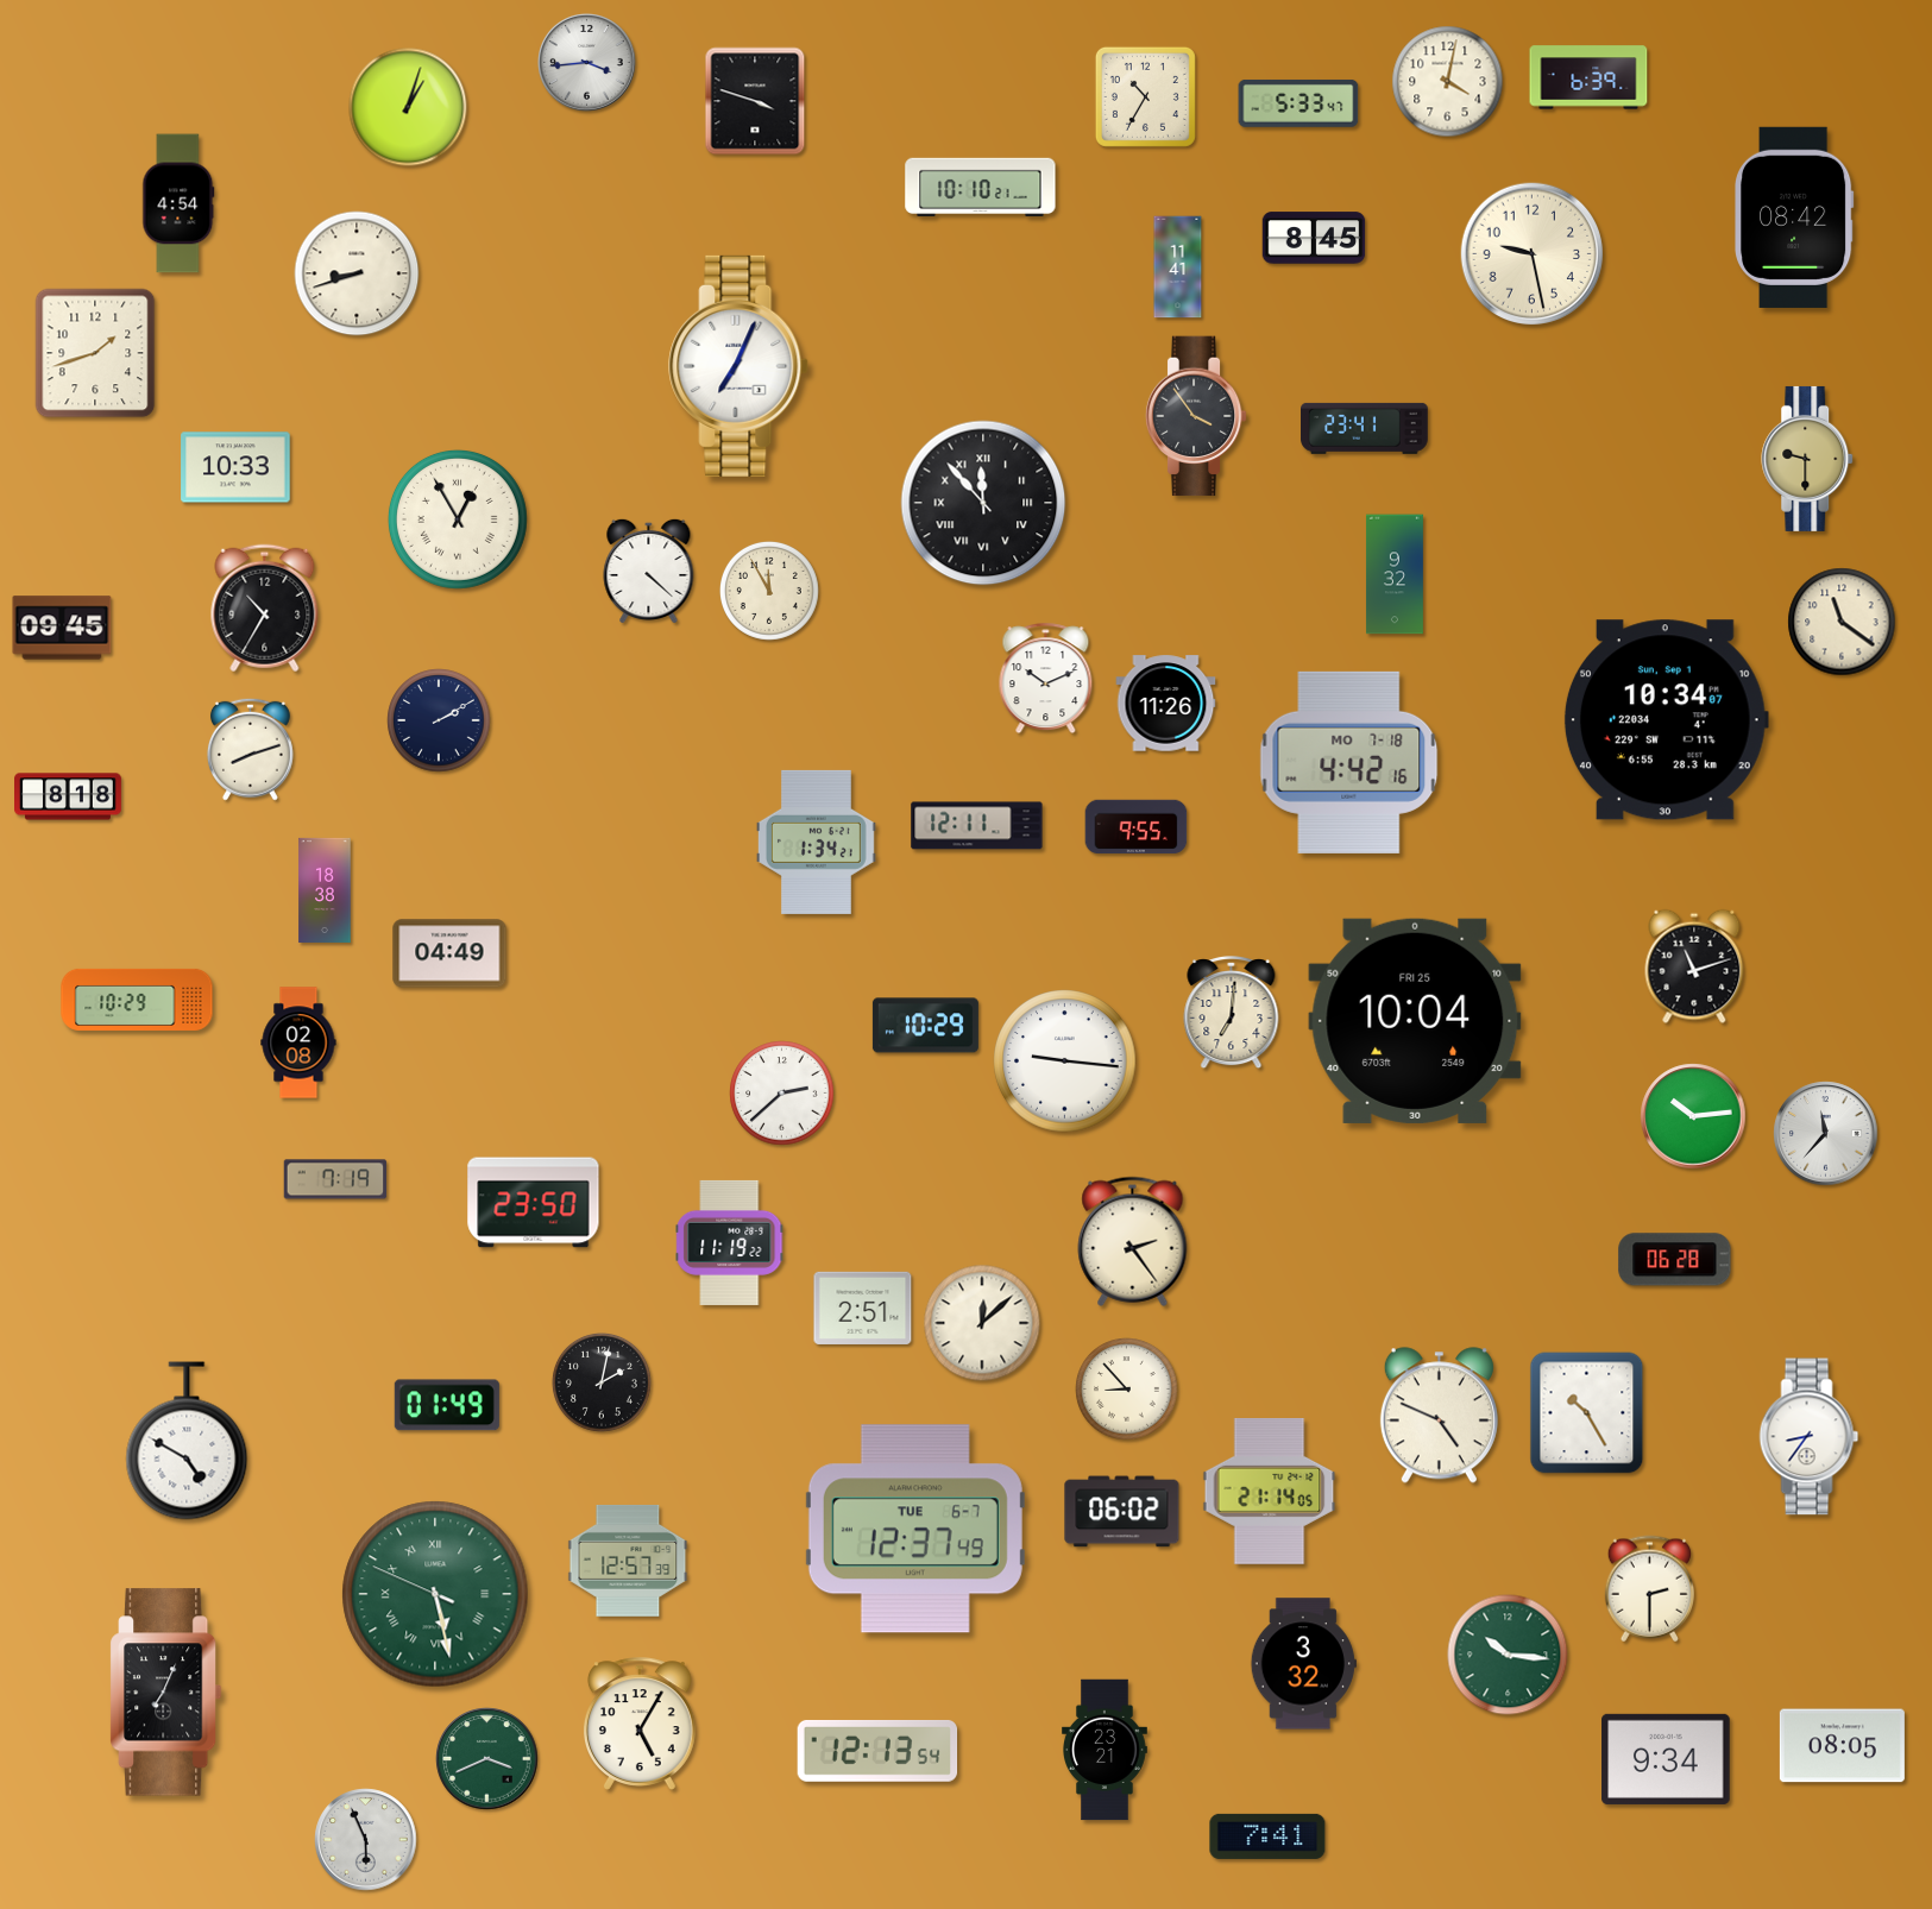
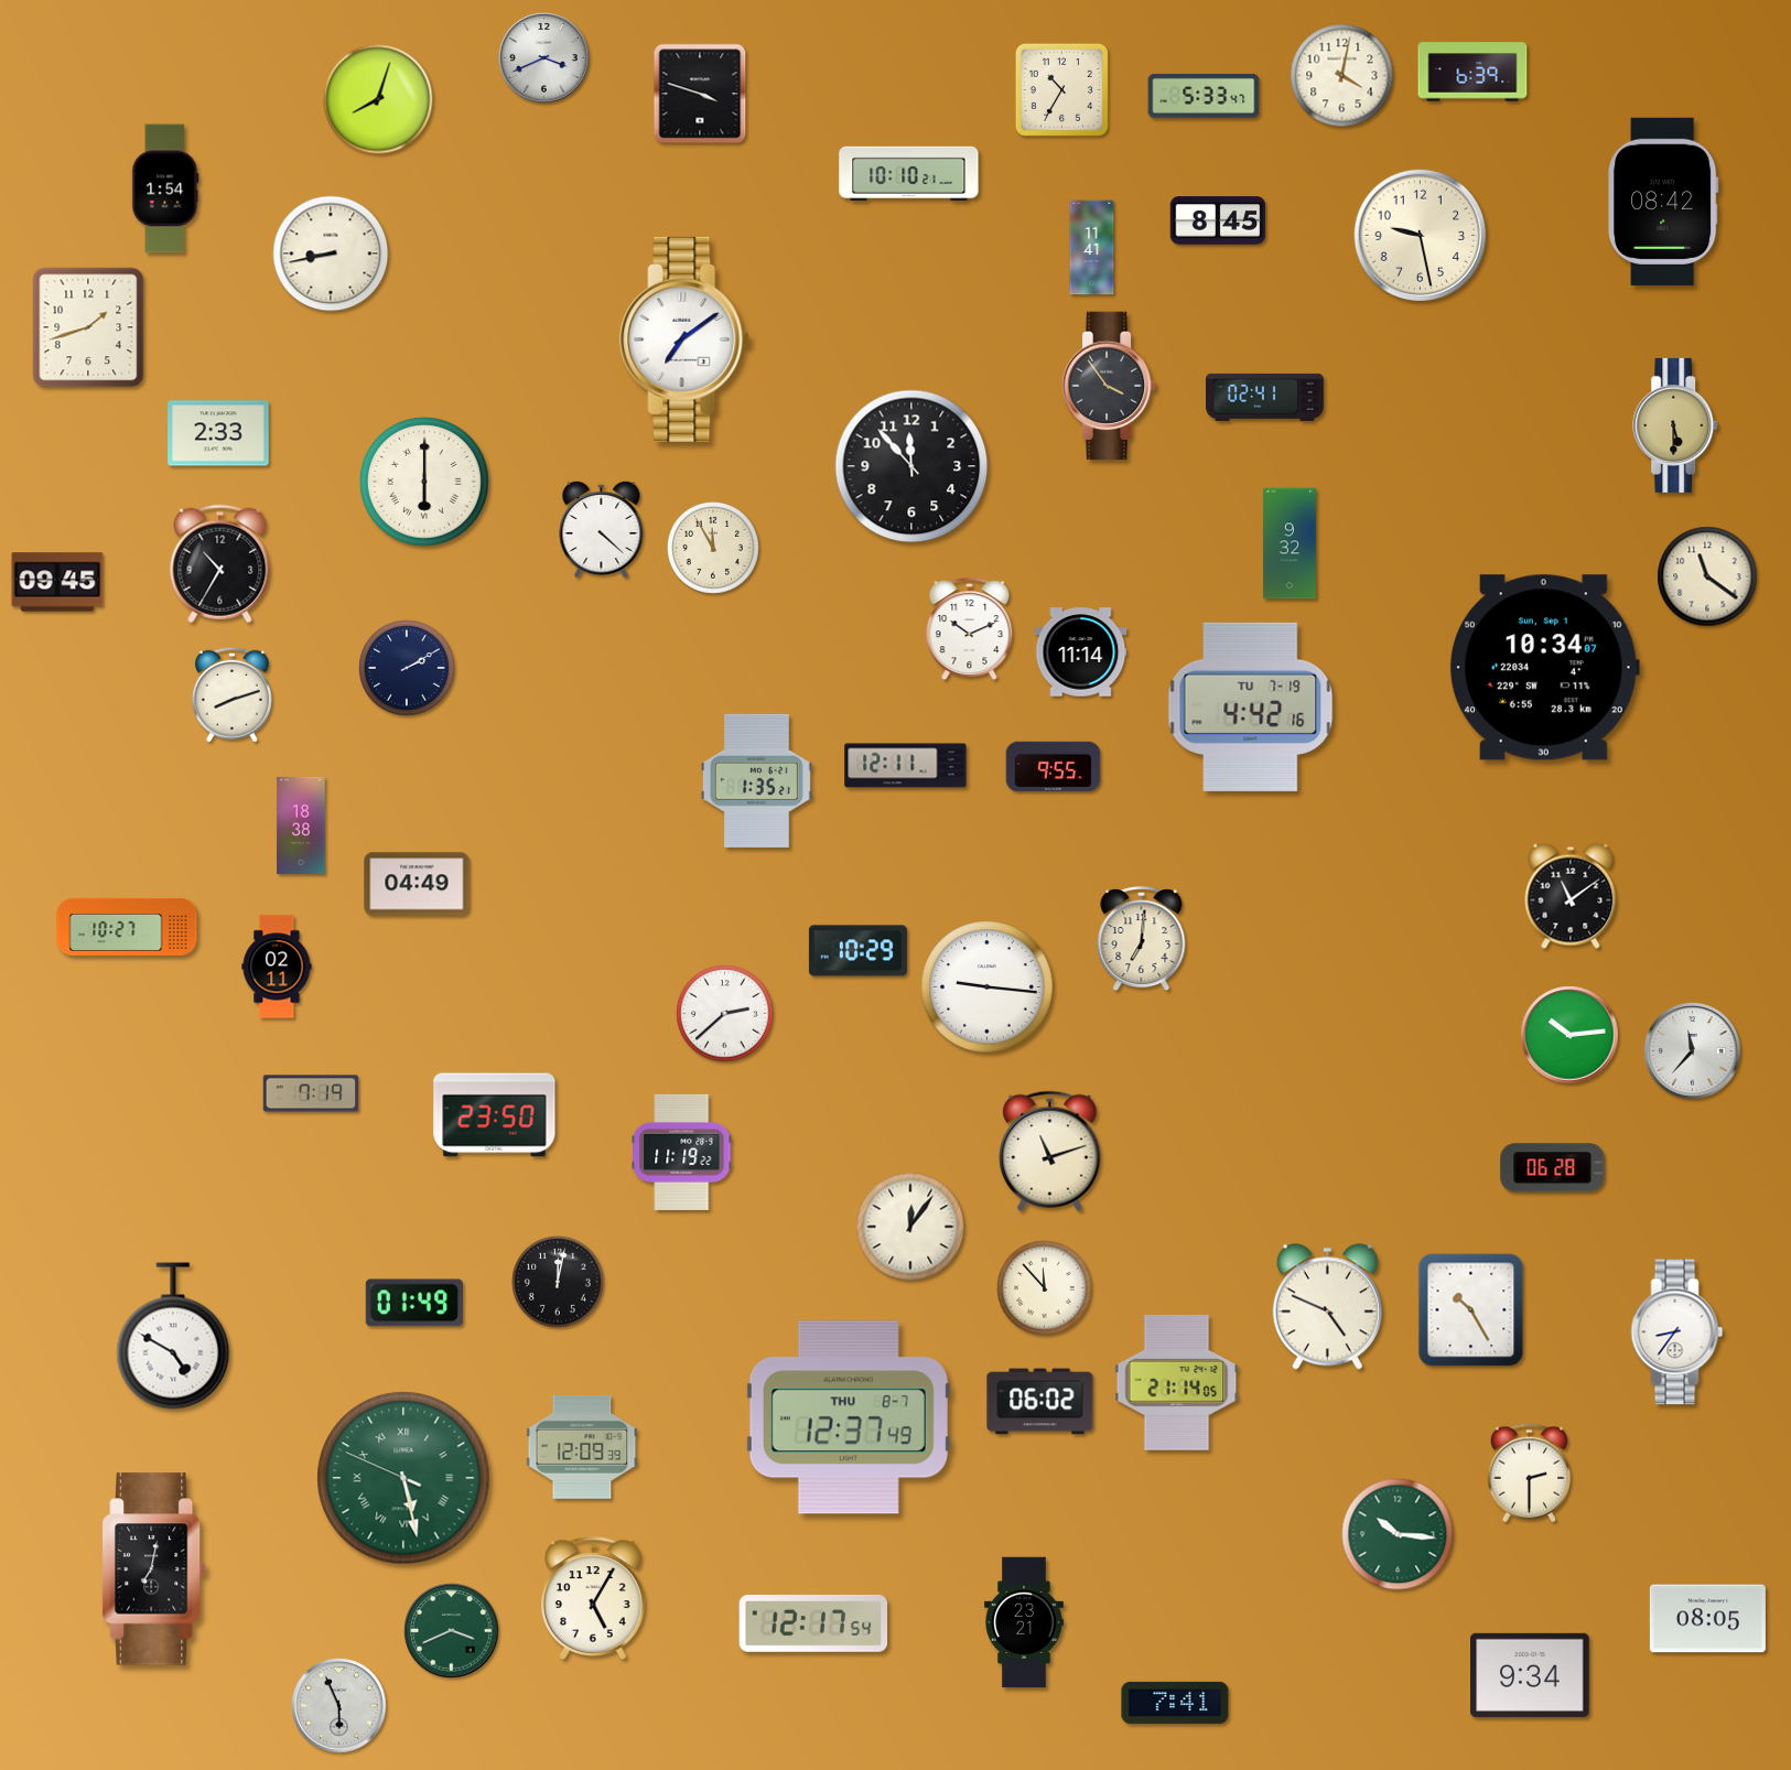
clock at (587, 63): 3:44 -> 3:41
clock at (408, 107): 1:03 -> 8:03
clock at (178, 203): 4:54 -> 1:54
clock at (357, 273): 8:42 -> 8:43
clock at (740, 366): 7:04 -> 7:09
clock at (1365, 428): 23:41 -> 02:41
clock at (1808, 459): 9:30 -> 5:30
clock at (235, 467): 10:33 -> 2:33
clock at (983, 503) numerals: Roman -> Arabic
clock at (458, 519): 12:55 -> 6:00
clock at (1395, 574) position: (1395, 574) -> (1290, 543)
clock at (265, 609) position: (265, 609) -> (220, 564)
clock at (1166, 704): 11:26 -> 11:14
clock at (1349, 762) date: MO 7-18 -> TU 7-19
clock at (69, 796): 8:18 -> none
clock at (816, 842): 1:34 -> 1:35
clock at (1694, 966): 11:12 -> 11:09
clock at (137, 1000): 10:29 -> 10:27
clock at (1415, 1021): 10:04 -> none
clock at (298, 1042): 02:08 -> 02:11
clock at (1065, 1061) position: (1065, 1061) -> (988, 987)
clock at (1133, 1241): 2:24 -> 11:12
clock at (730, 1242) position: (730, 1242) -> (682, 1152)
clock at (863, 1308): 2:51 -> none
clock at (982, 1323): 12:08 -> 12:06
clock at (602, 1382): 2:02 -> 12:02
clock at (1127, 1390): 8:53 -> 11:53
clock at (1439, 1416) position: (1439, 1416) -> (1327, 1307)
clock at (915, 1529) date: TUE 6-7 -> THU 8-7
clock at (628, 1561): 12:57 -> 12:09
clock at (1303, 1664): 3:32 -> none
clock at (166, 1693): 7:04 -> 7:02
clock at (877, 1751): 12:13 -> 12:17
clock at (1666, 1759) position: (1666, 1759) -> (1530, 1675)
